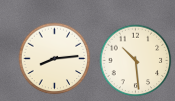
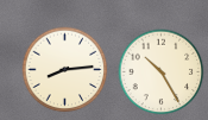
clock at (136, 61): 10:29 -> 10:25
